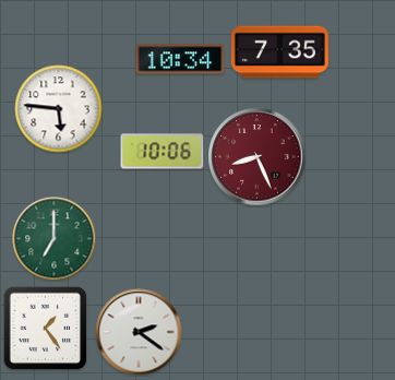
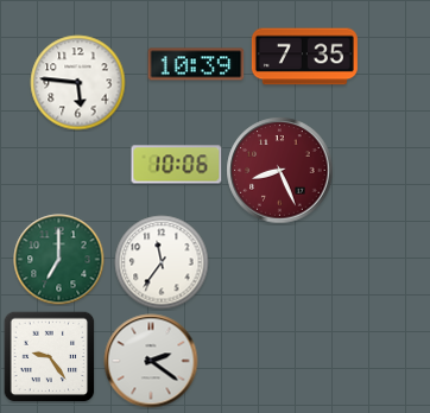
clock at (180, 59): 10:34 -> 10:39
clock at (59, 109) position: (59, 109) -> (78, 83)
clock at (162, 262): none -> 11:36
clock at (45, 328): 1:24 -> 9:24
